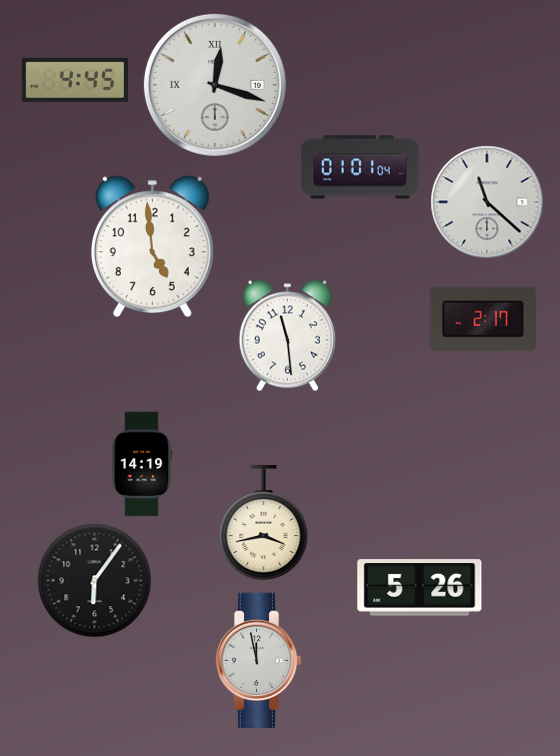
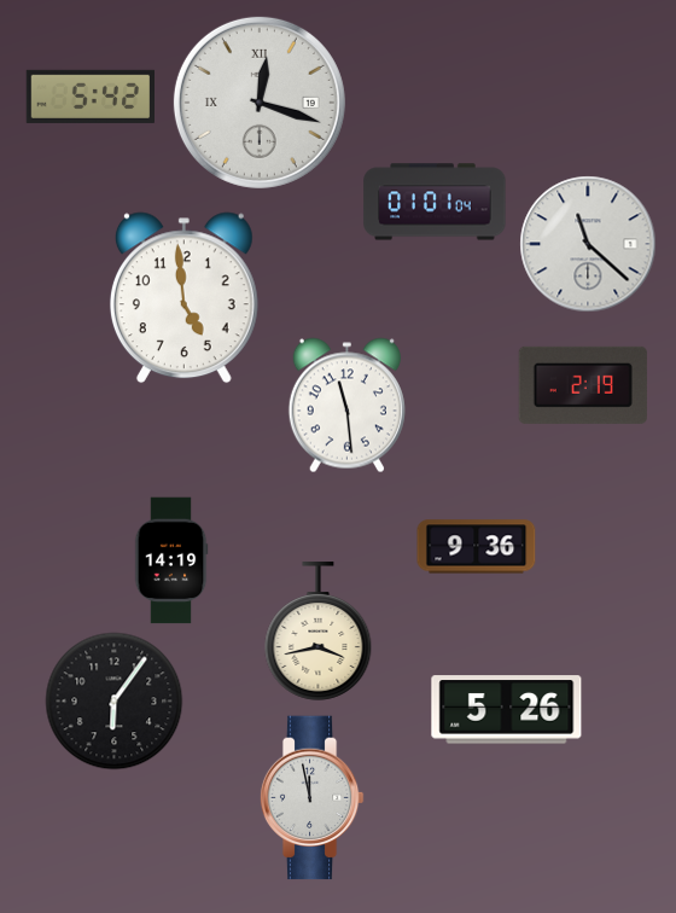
clock at (74, 80): 4:45 -> 5:42
clock at (483, 319): 2:17 -> 2:19
clock at (477, 547): none -> 9:36
